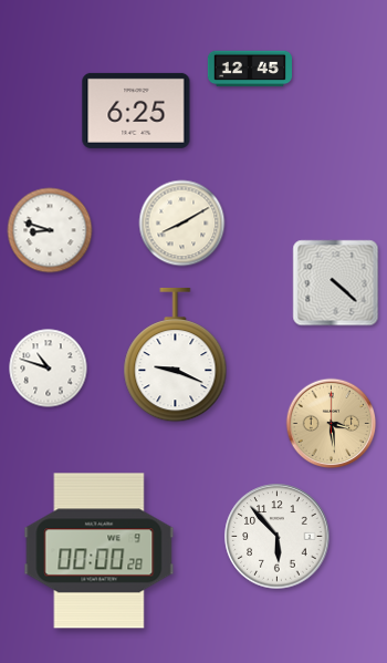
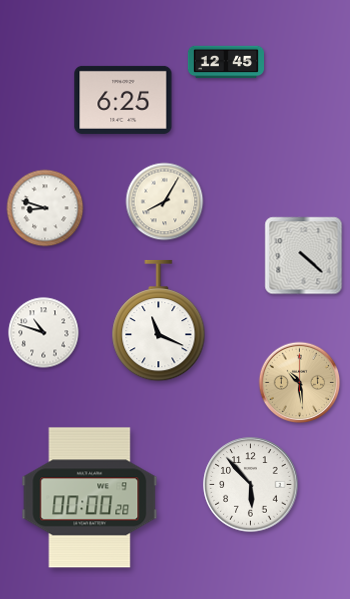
clock at (182, 224): 8:10 -> 8:05
clock at (176, 355): 9:19 -> 11:19
clock at (332, 424): 3:29 -> 10:29
